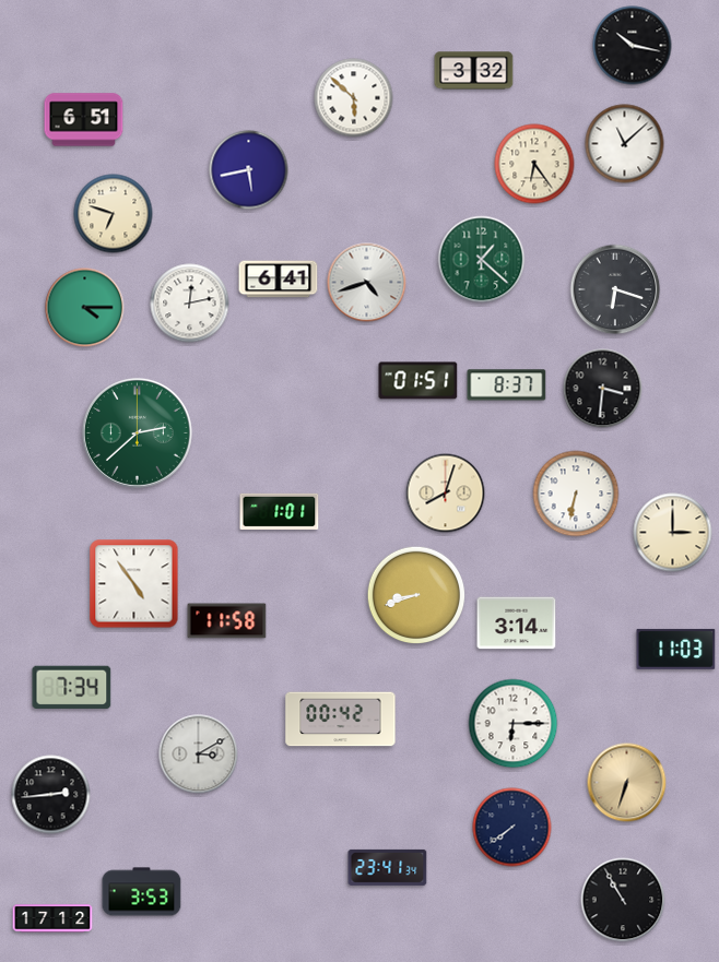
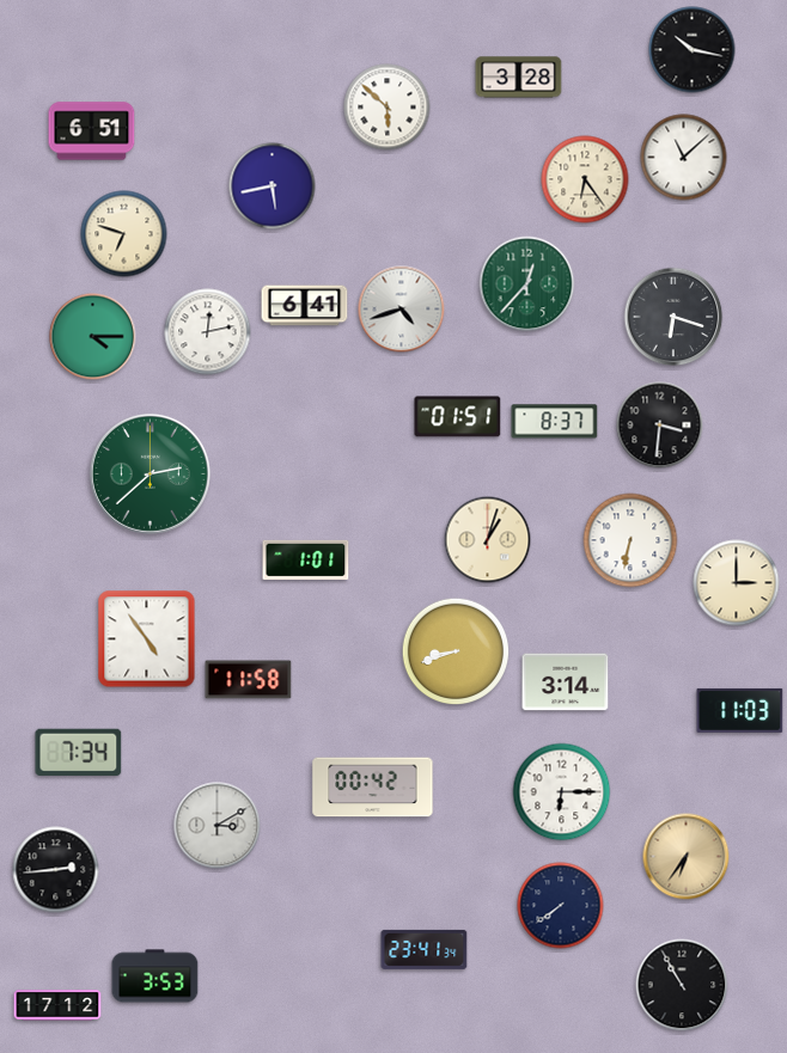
clock at (474, 71): 3:32 -> 3:28
clock at (482, 260): 1:22 -> 12:37
clock at (446, 494): 8:03 -> 1:03
clock at (627, 783): 6:33 -> 6:36
